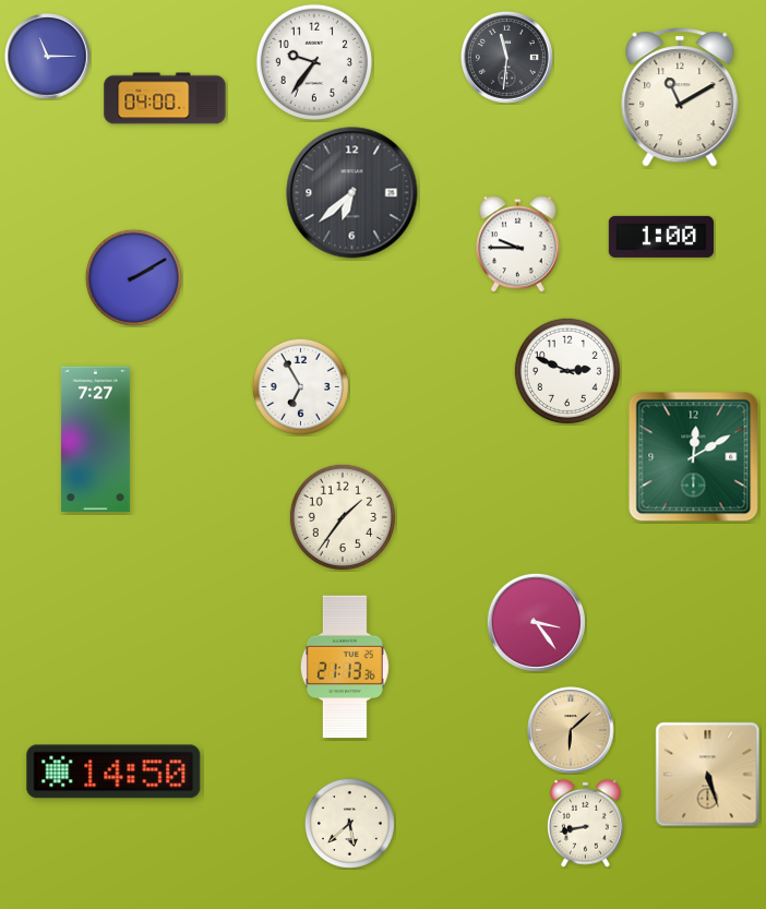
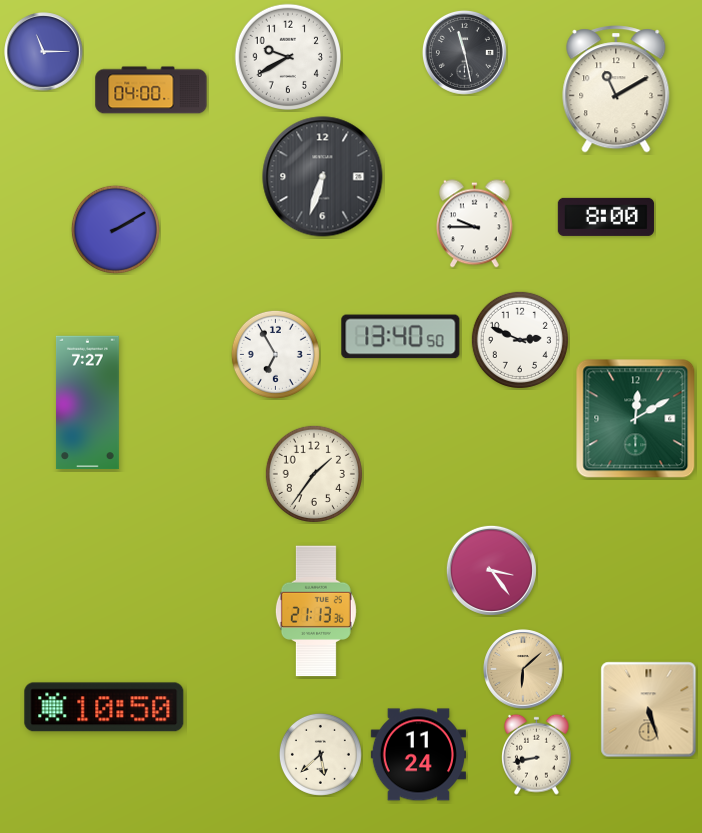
clock at (506, 57): 11:31 -> 11:28
clock at (313, 61): 9:36 -> 9:40
clock at (680, 97) position: (680, 97) -> (616, 89)
clock at (352, 193): 6:38 -> 6:33
clock at (661, 237): 1:00 -> 8:00
clock at (133, 277) position: (133, 277) -> (115, 229)
clock at (401, 337): none -> 13:40
clock at (113, 772): 14:50 -> 10:50
clock at (418, 755): none -> 11:24
